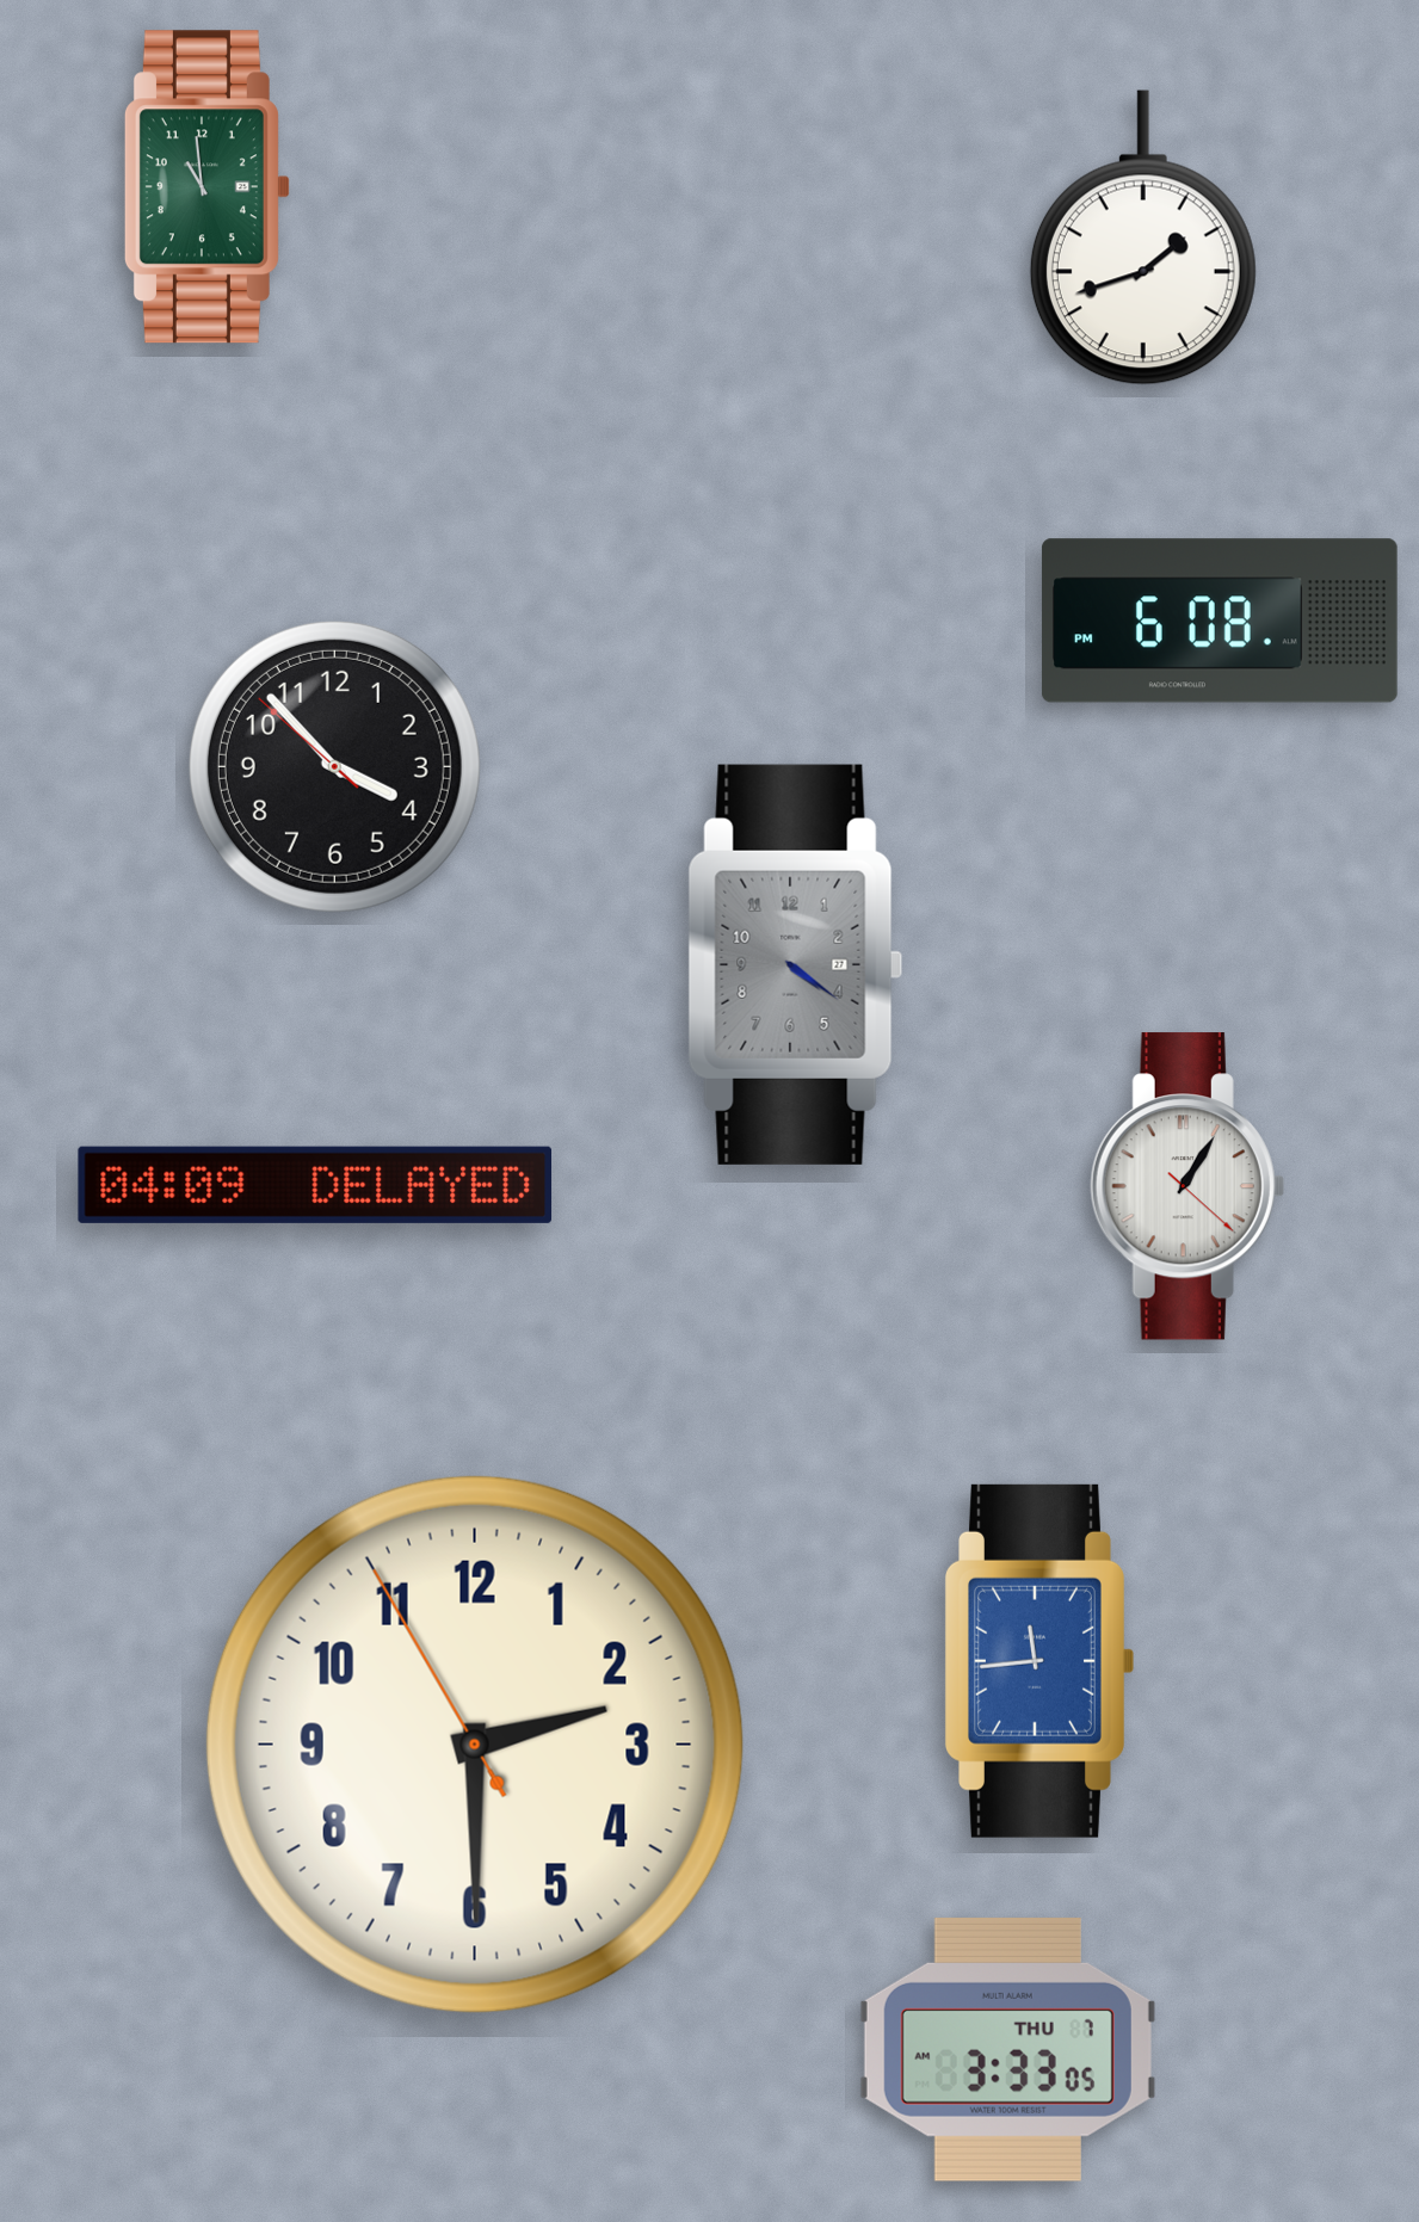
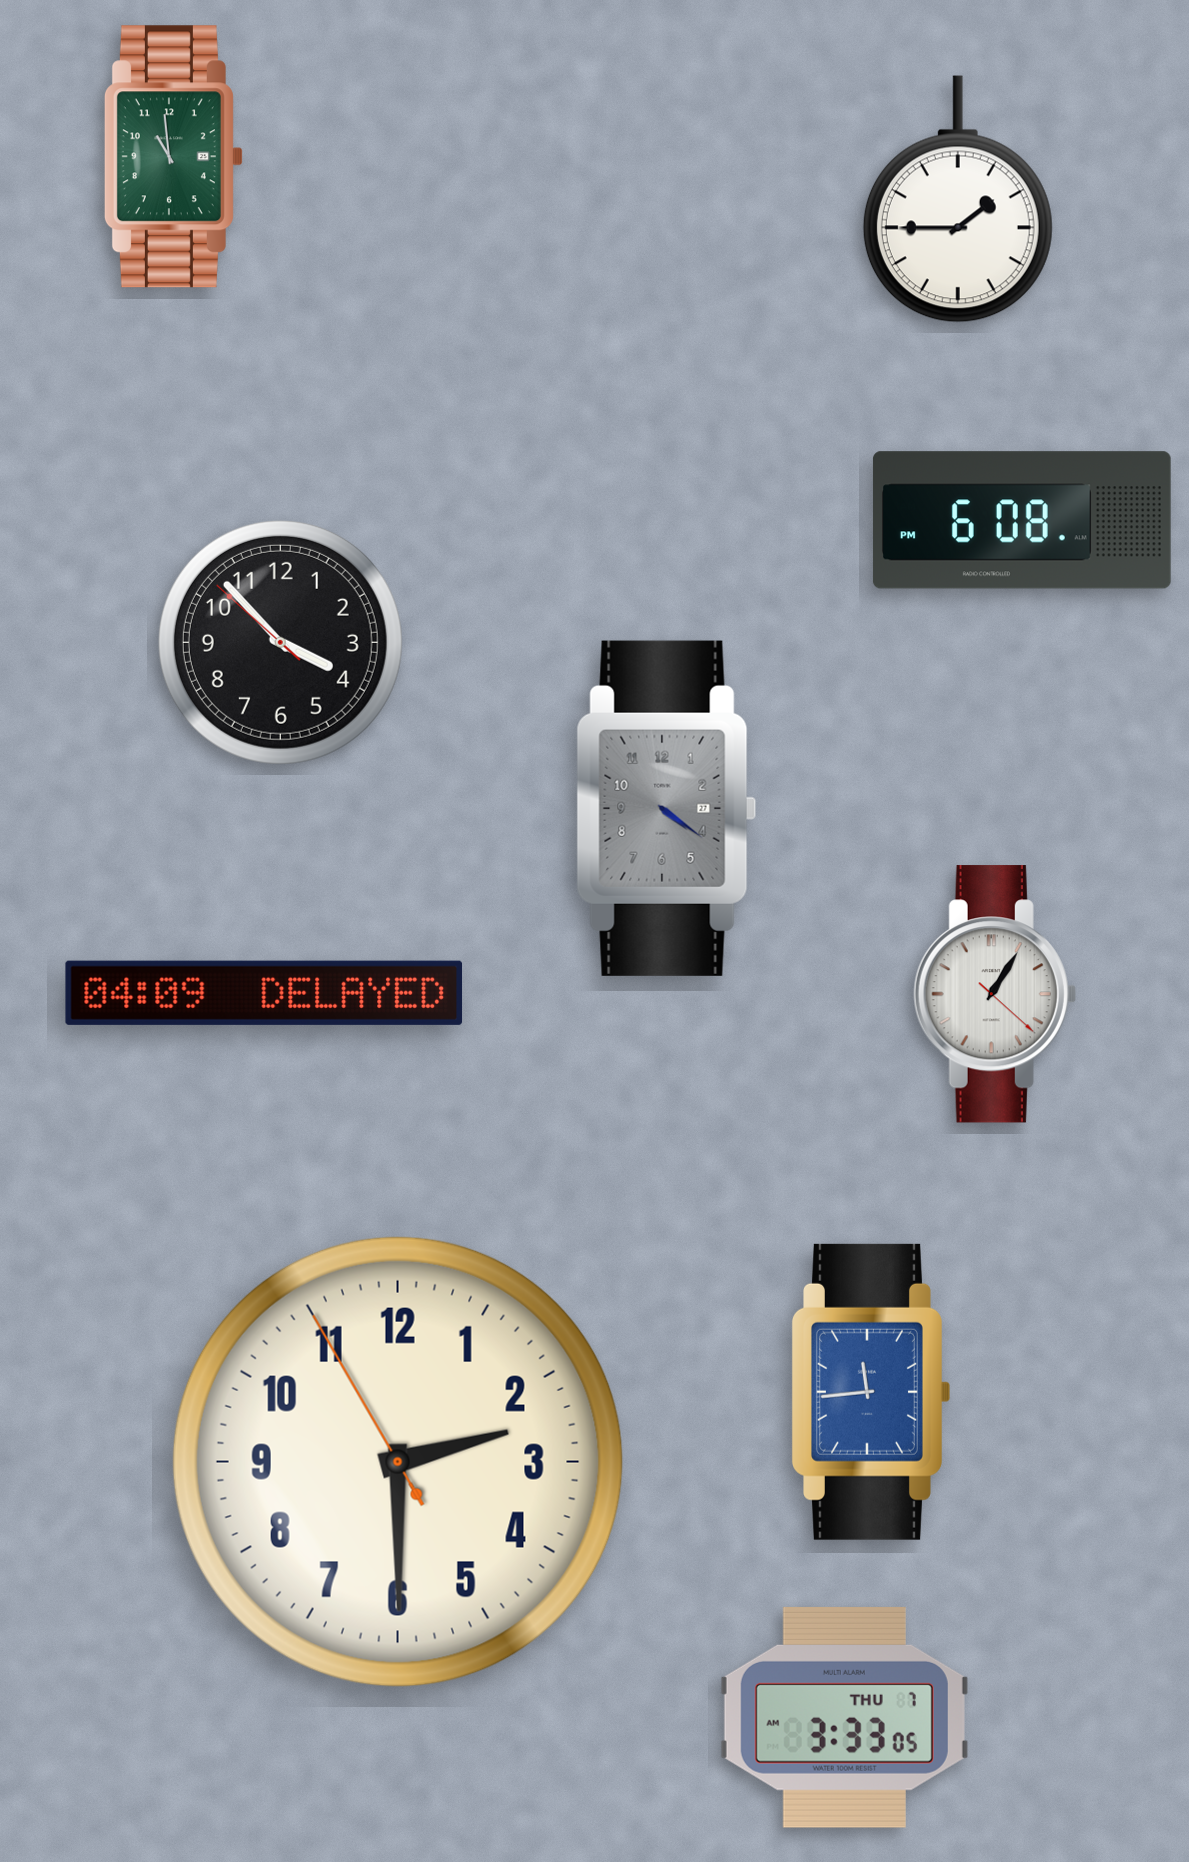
clock at (1143, 237): 1:42 -> 1:45
